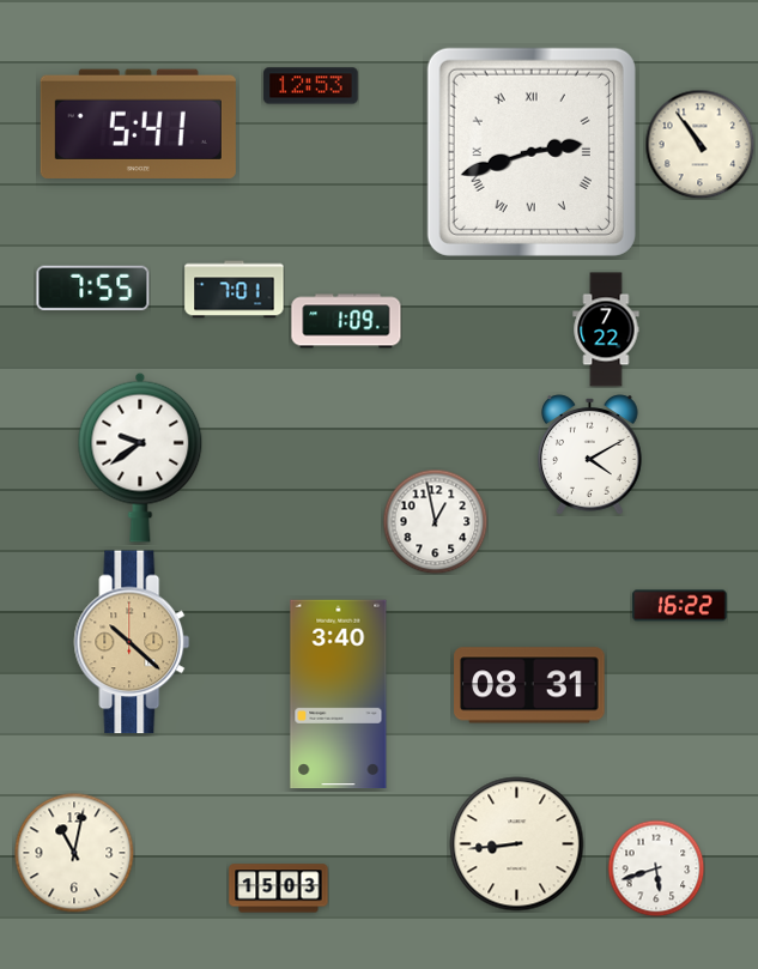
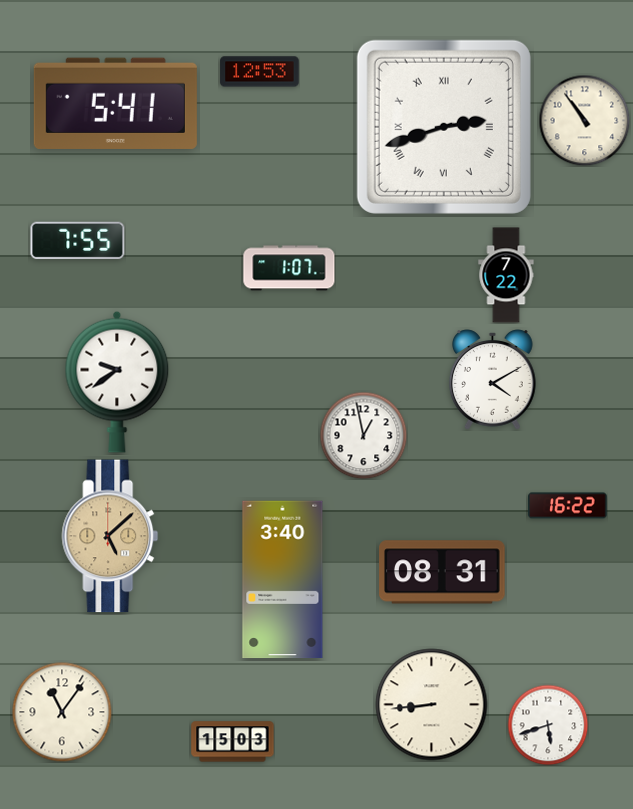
clock at (235, 290): 7:01 -> none
clock at (346, 321): 1:09 -> 1:07
clock at (132, 642): 10:22 -> 5:08
clock at (74, 853): 11:02 -> 11:06
